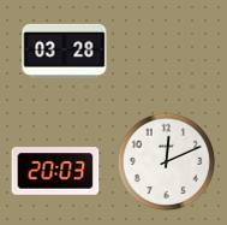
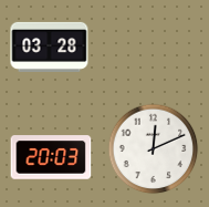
clock at (65, 51) position: (65, 51) -> (50, 46)
